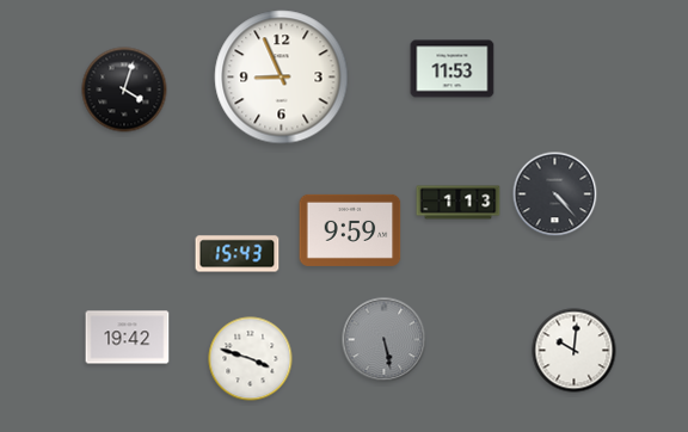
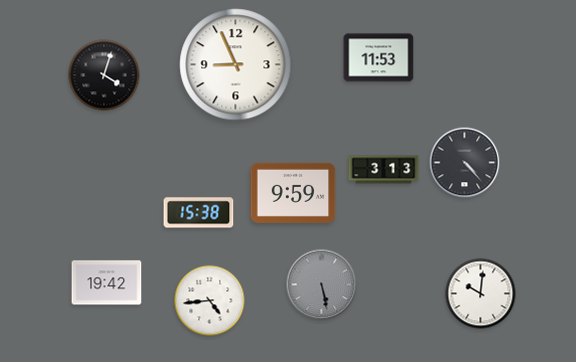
clock at (459, 203): 1:13 -> 3:13
clock at (238, 254): 15:43 -> 15:38
clock at (251, 359): 3:48 -> 4:44
